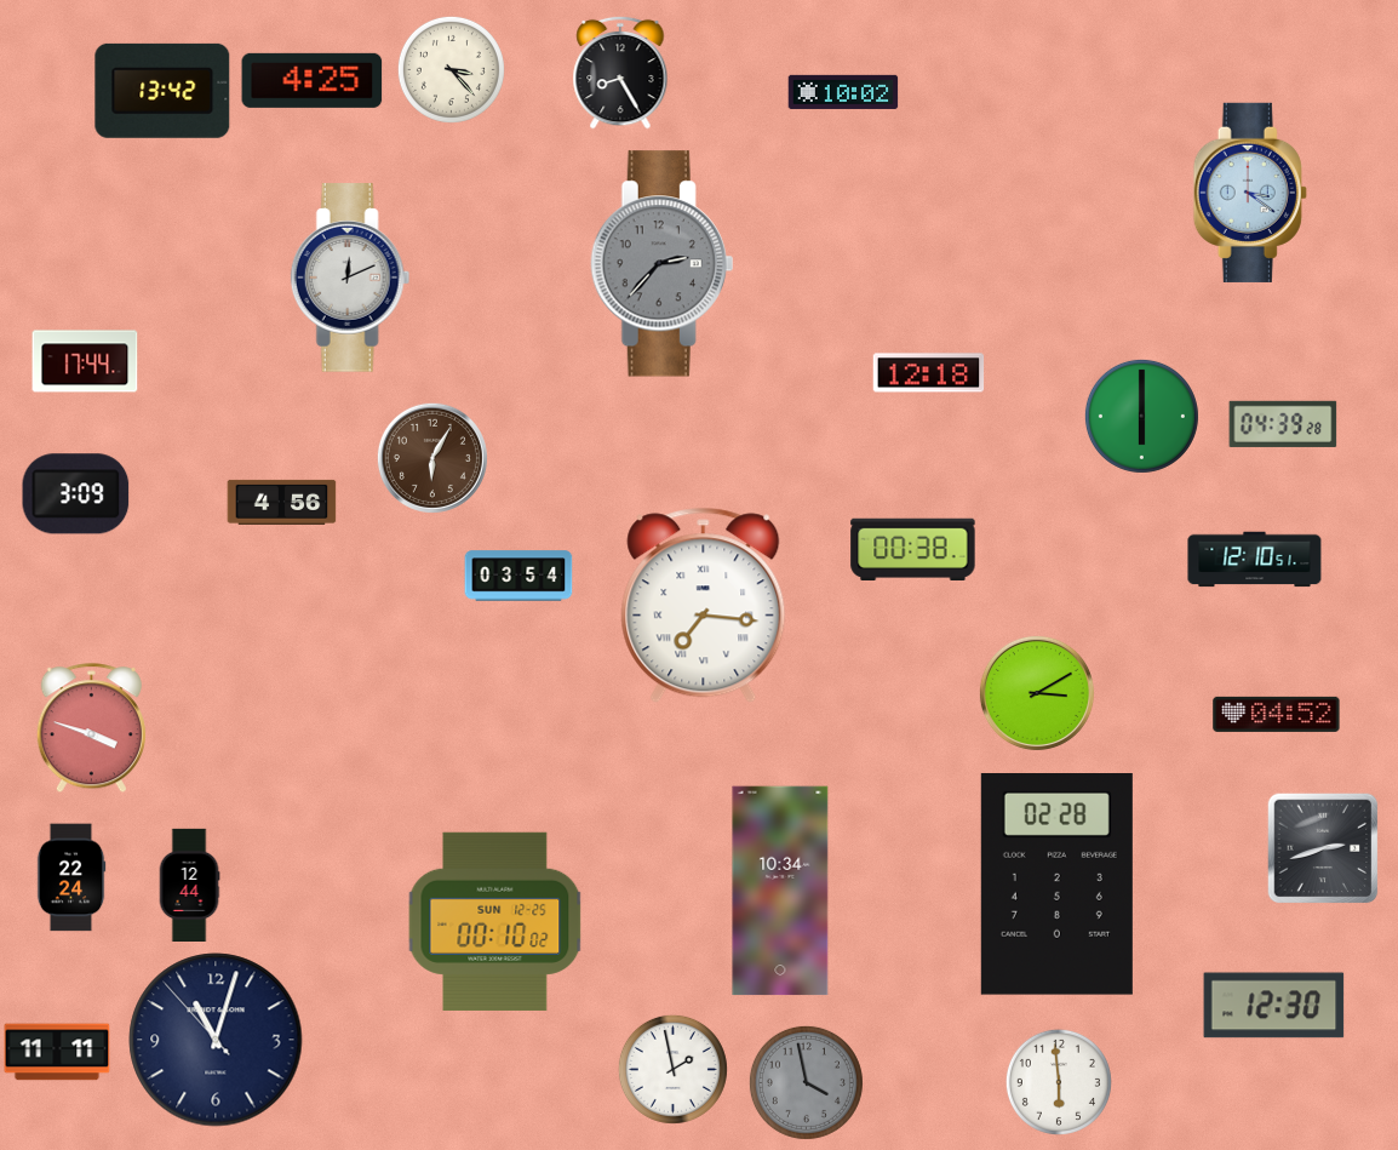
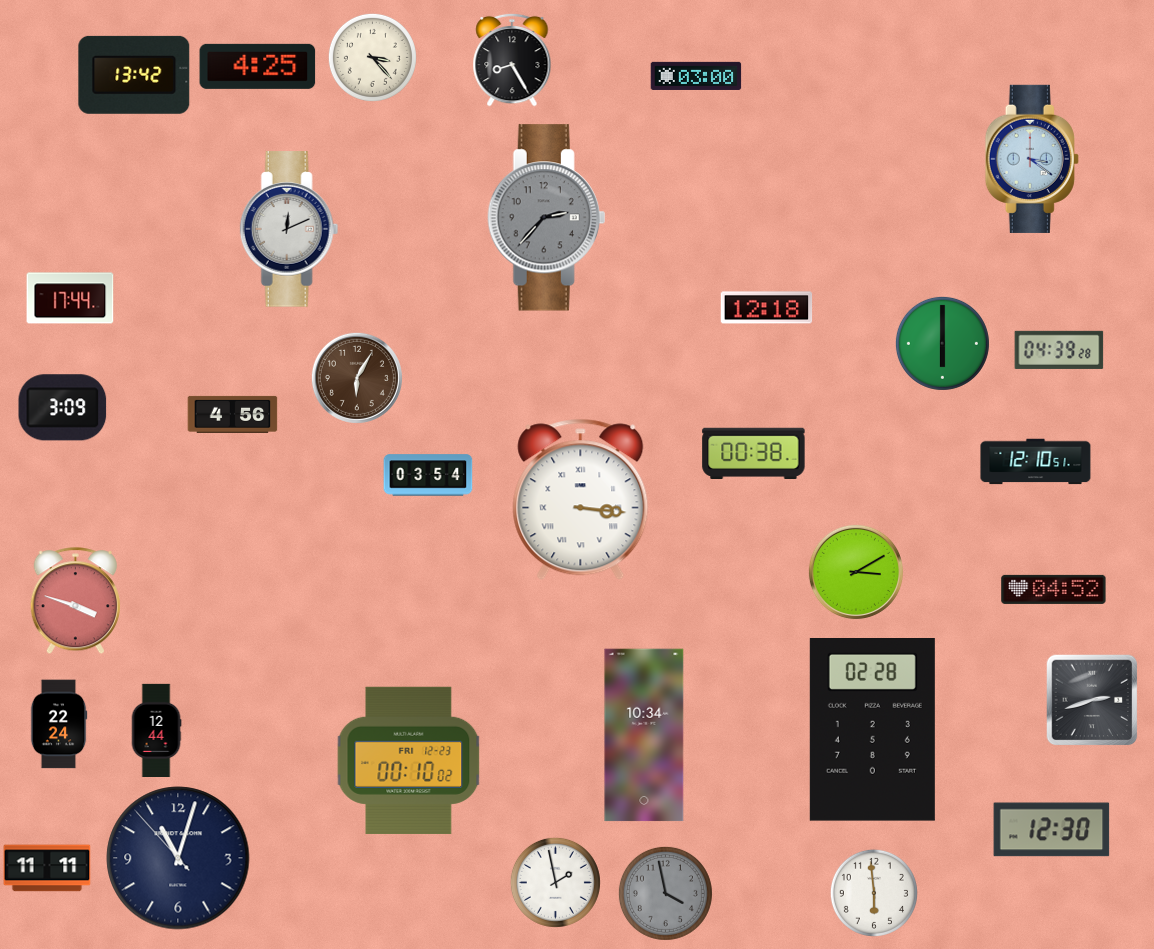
clock at (843, 91): 10:02 -> 03:00
clock at (704, 606): 7:16 -> 3:16
clock at (495, 921) date: SUN 12-25 -> FRI 12-23
